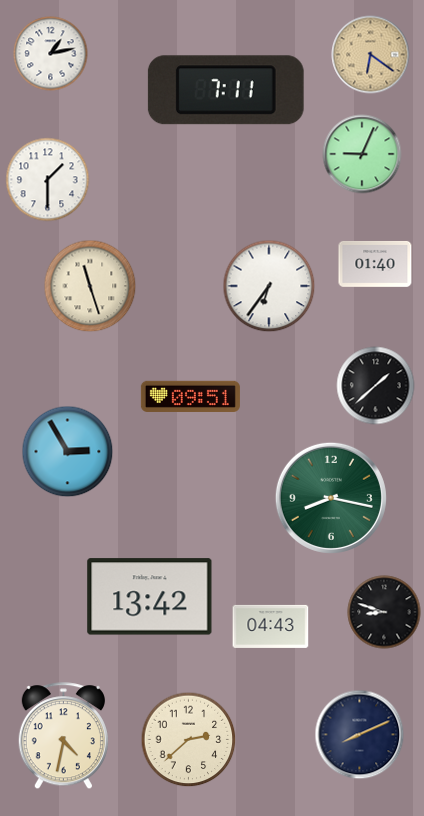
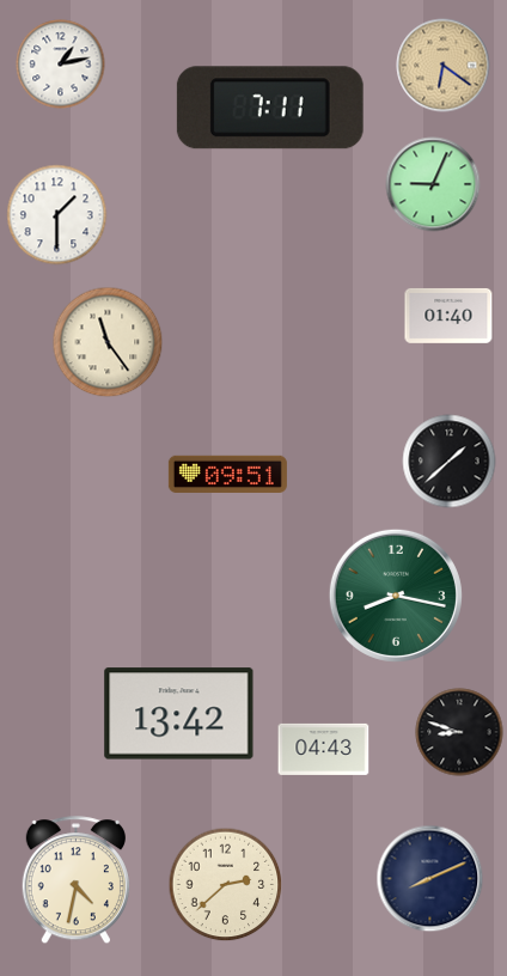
clock at (90, 286): 11:27 -> 11:24
clock at (269, 286): 6:36 -> none
clock at (68, 452): 2:55 -> none
